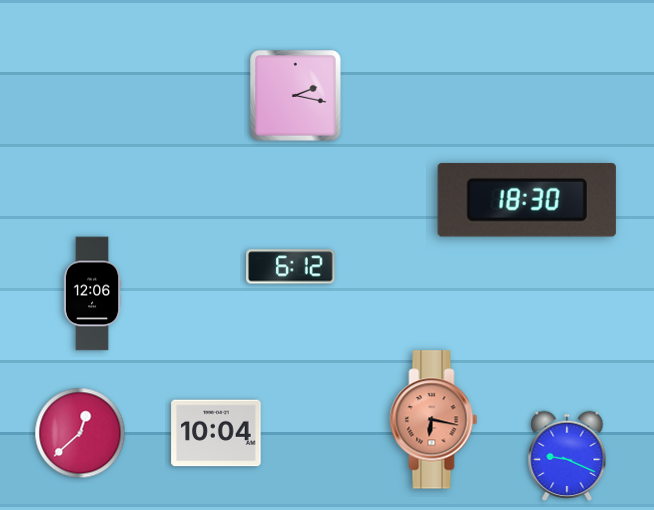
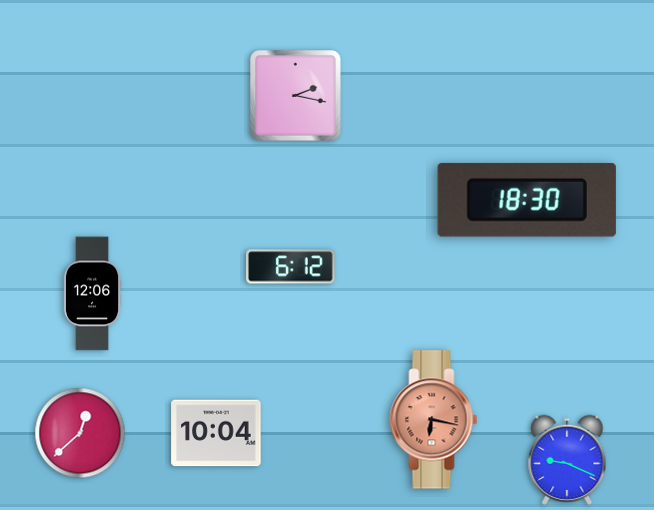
clock at (567, 456) position: (567, 456) -> (567, 460)
